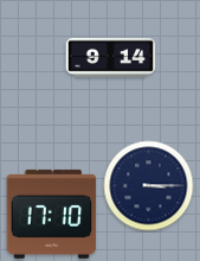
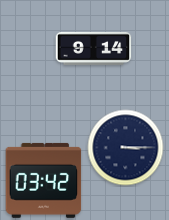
clock at (149, 186) position: (149, 186) -> (126, 148)
clock at (52, 214): 17:10 -> 03:42
